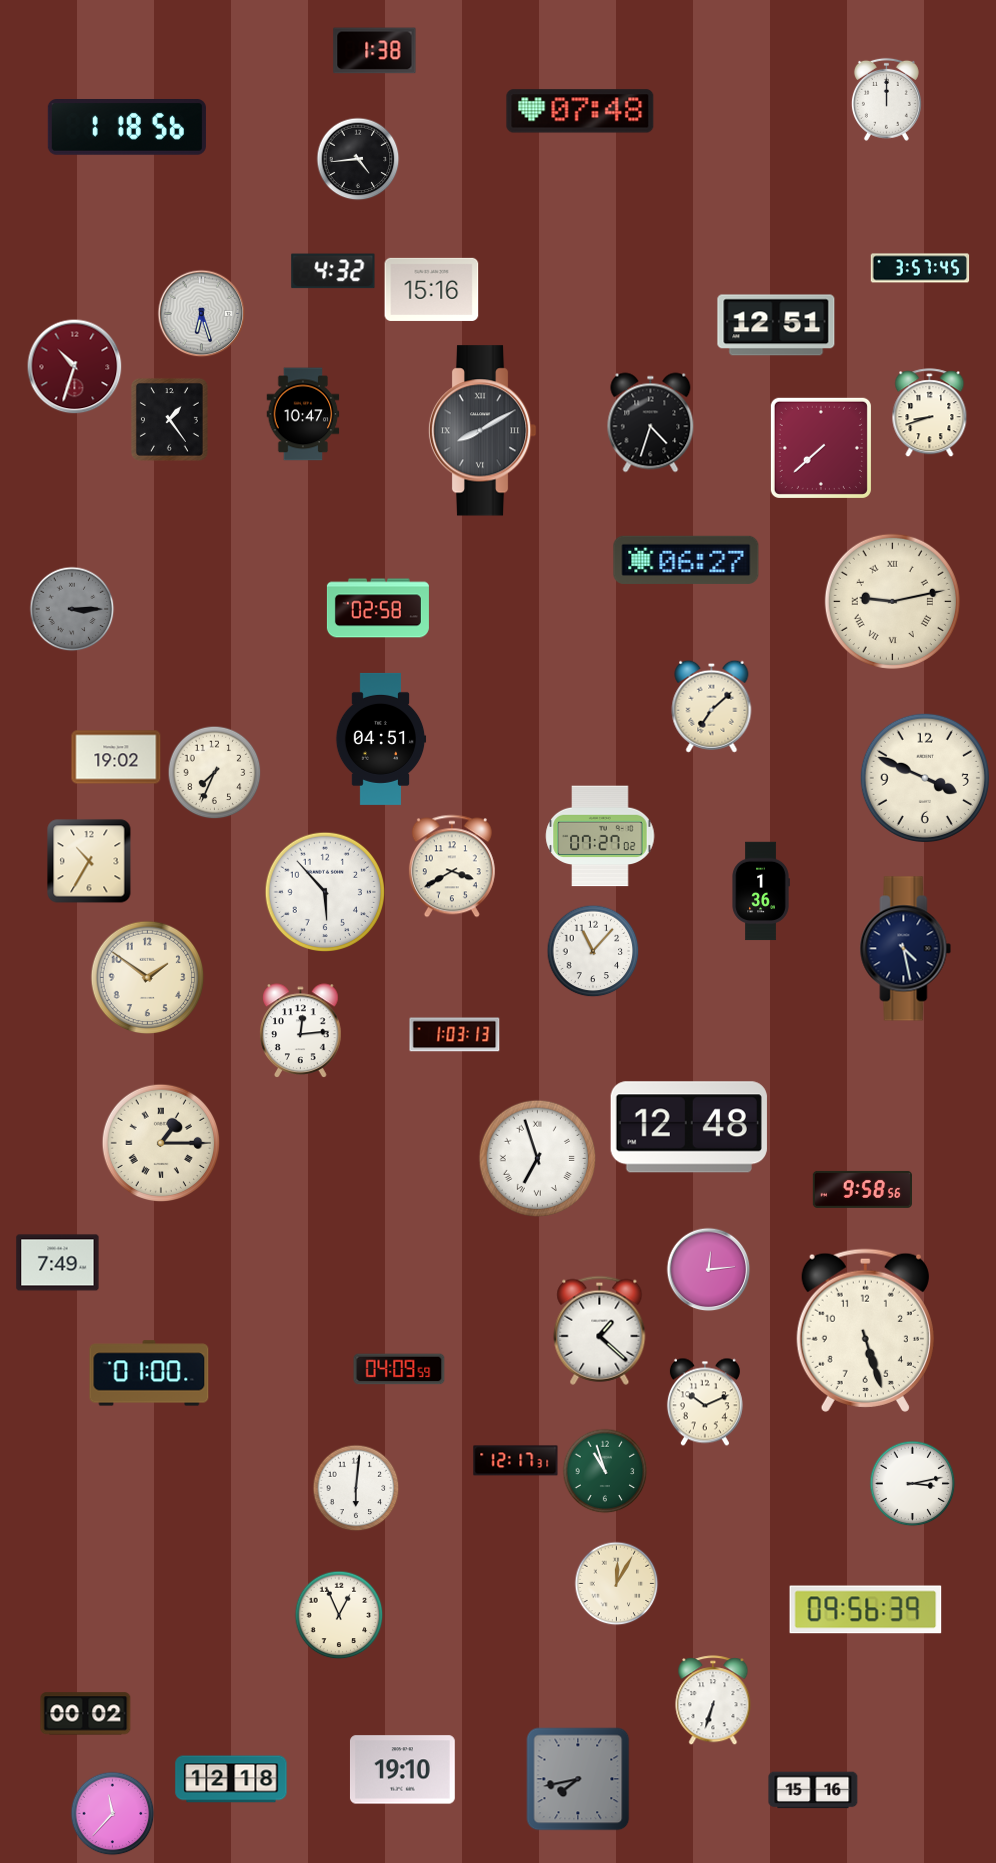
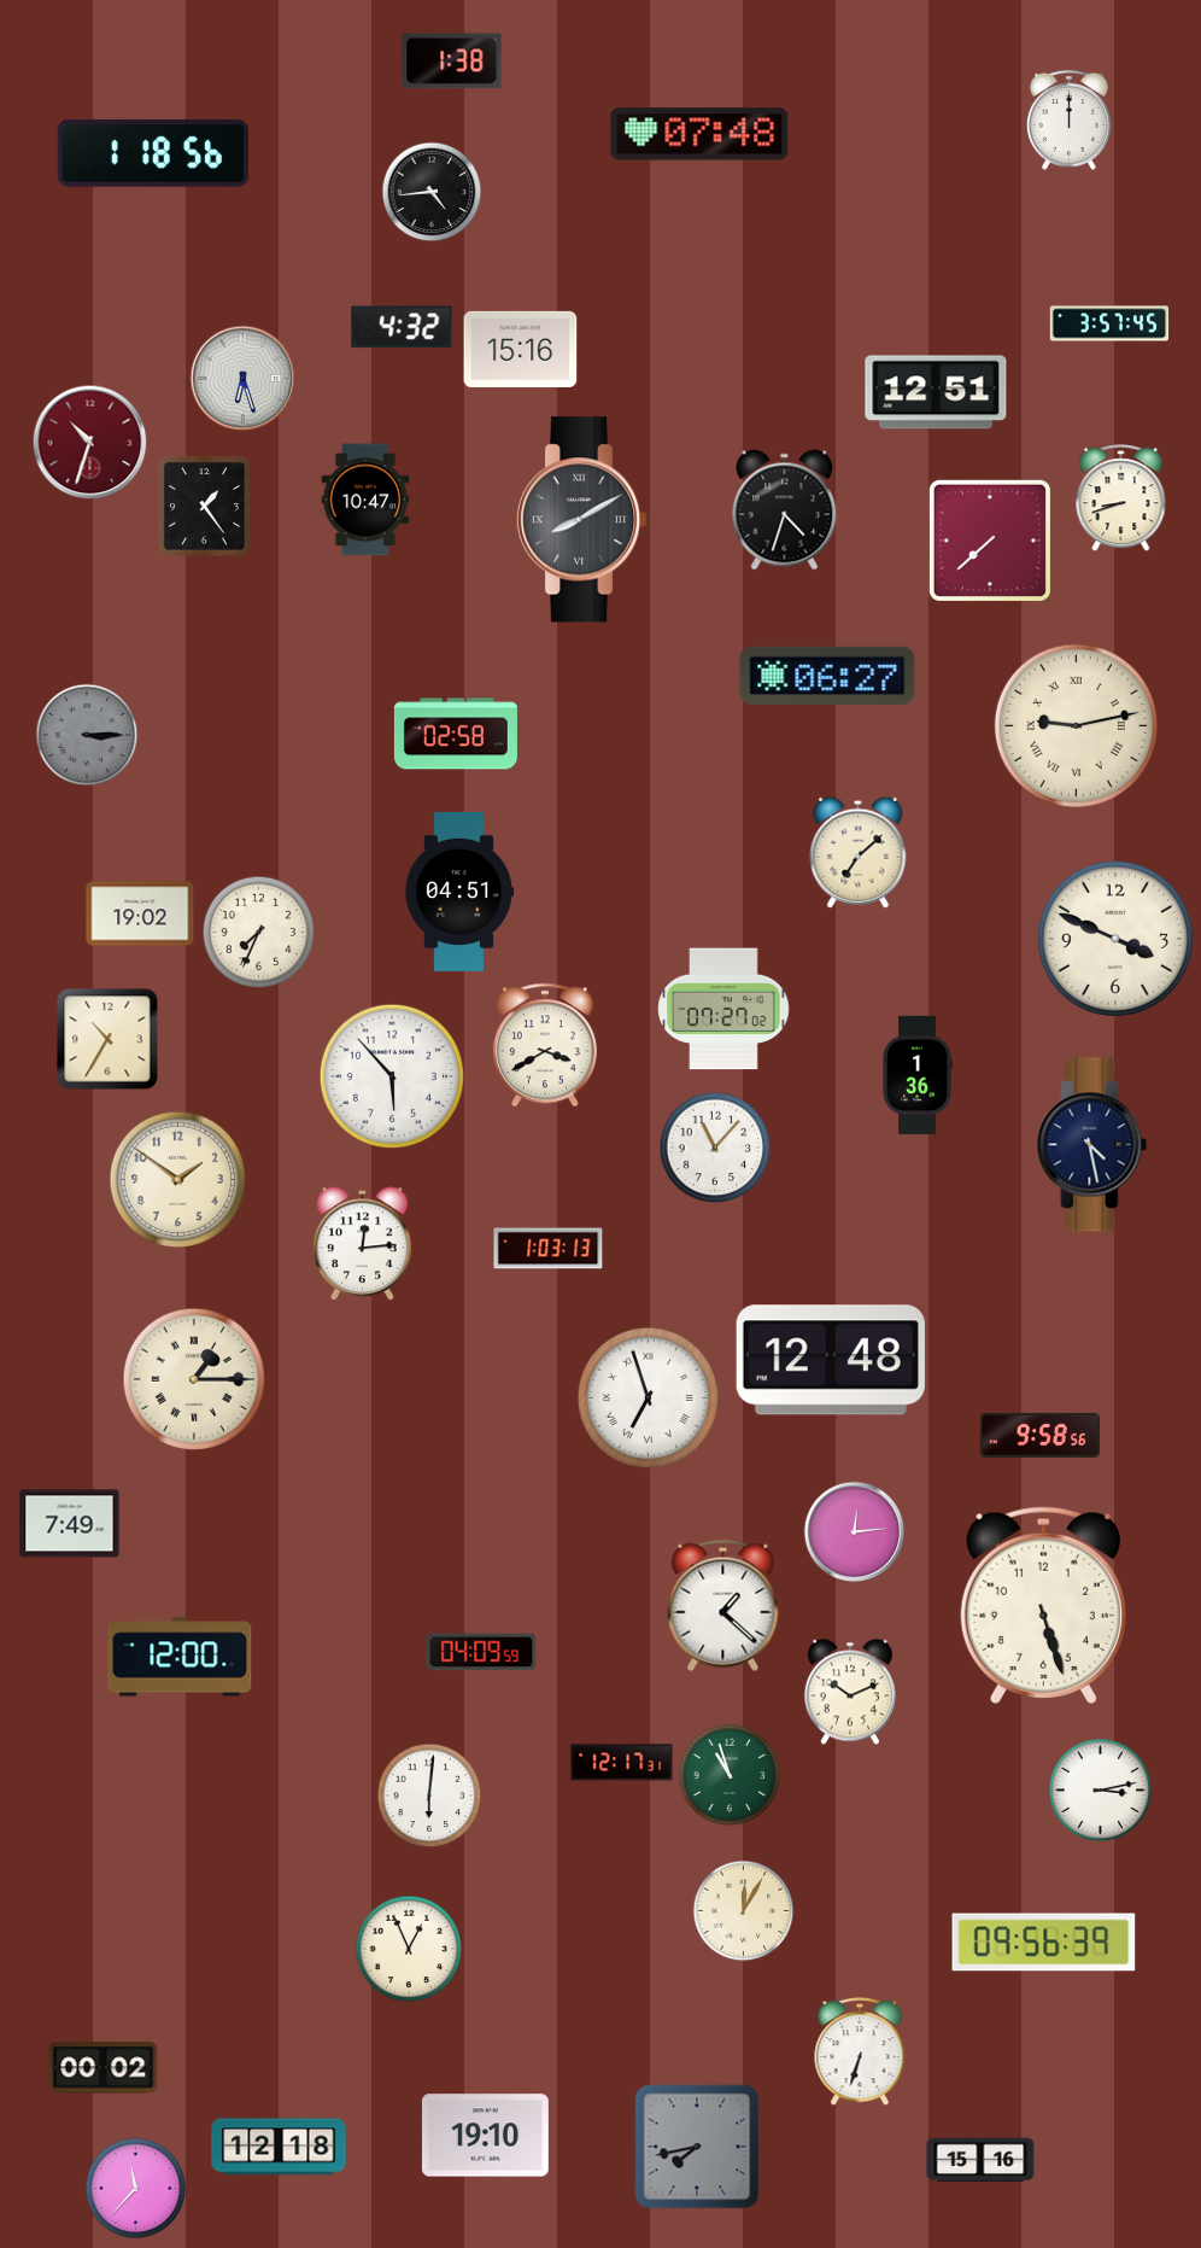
clock at (149, 1373): 01:00 -> 12:00
